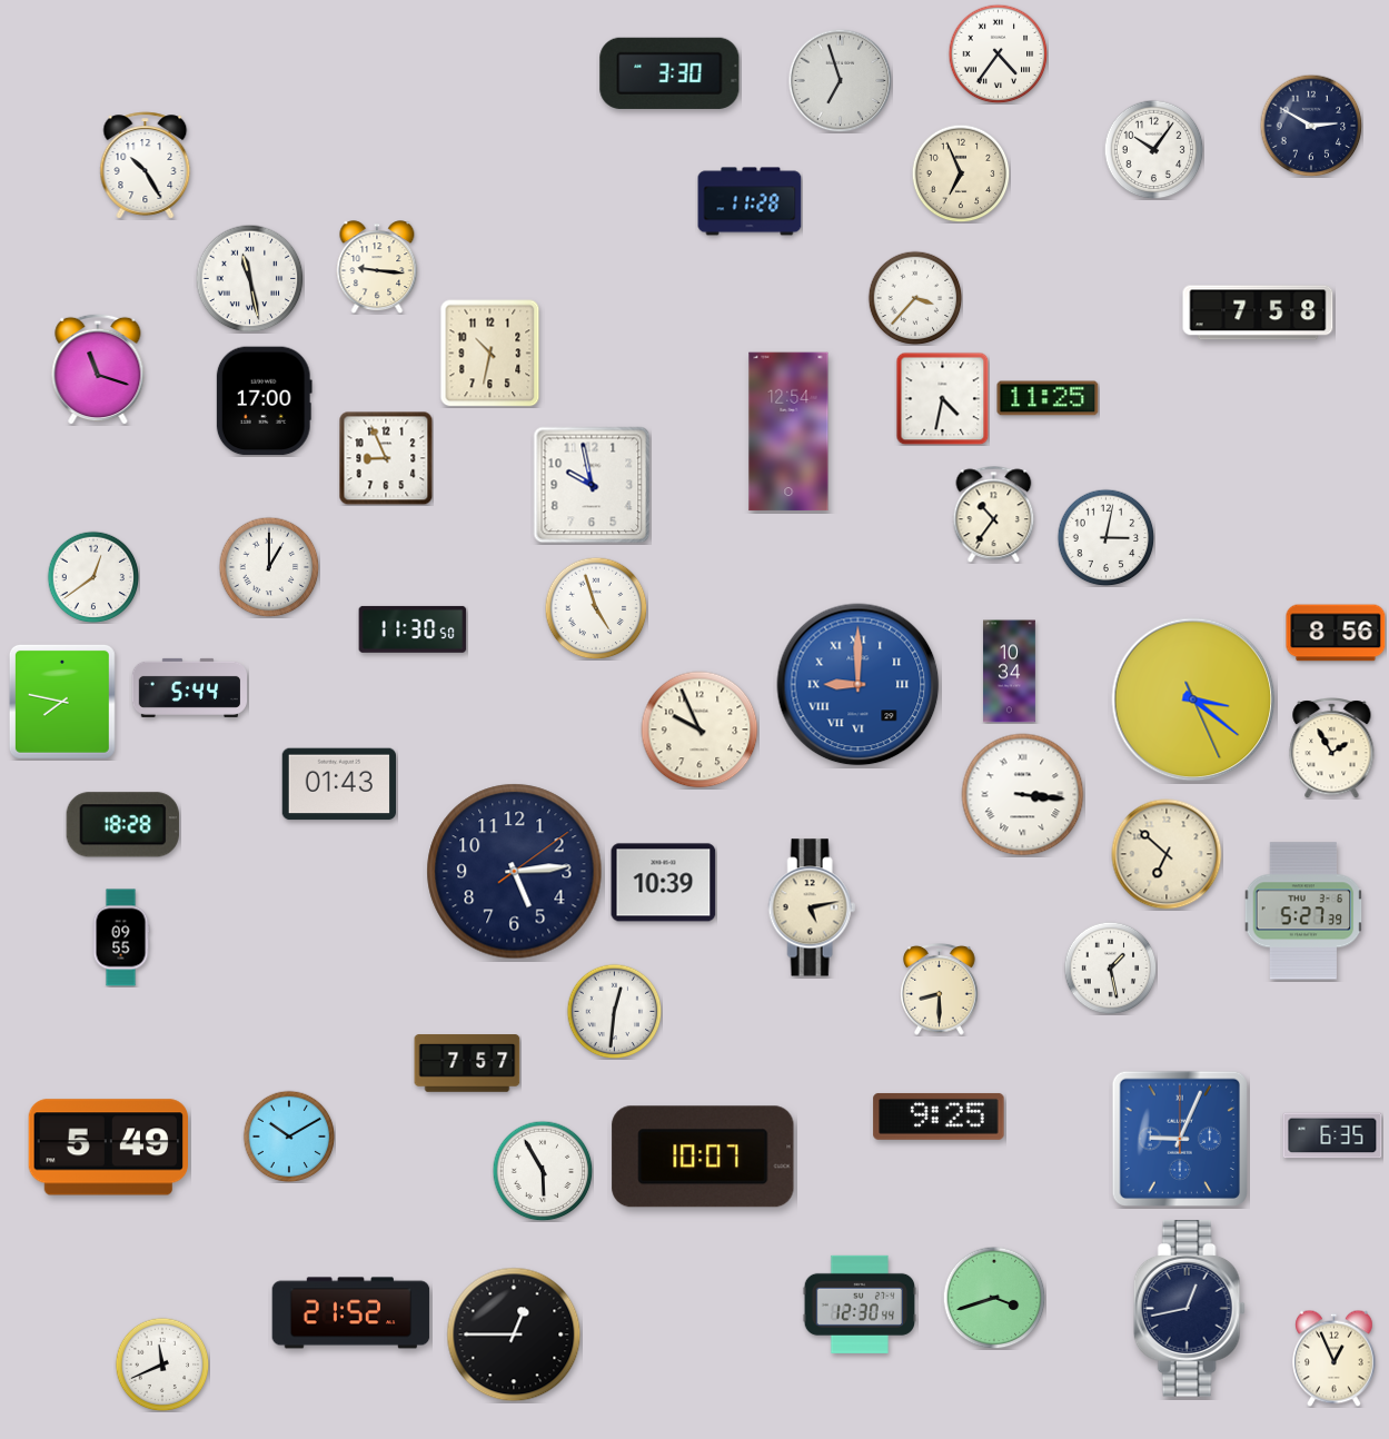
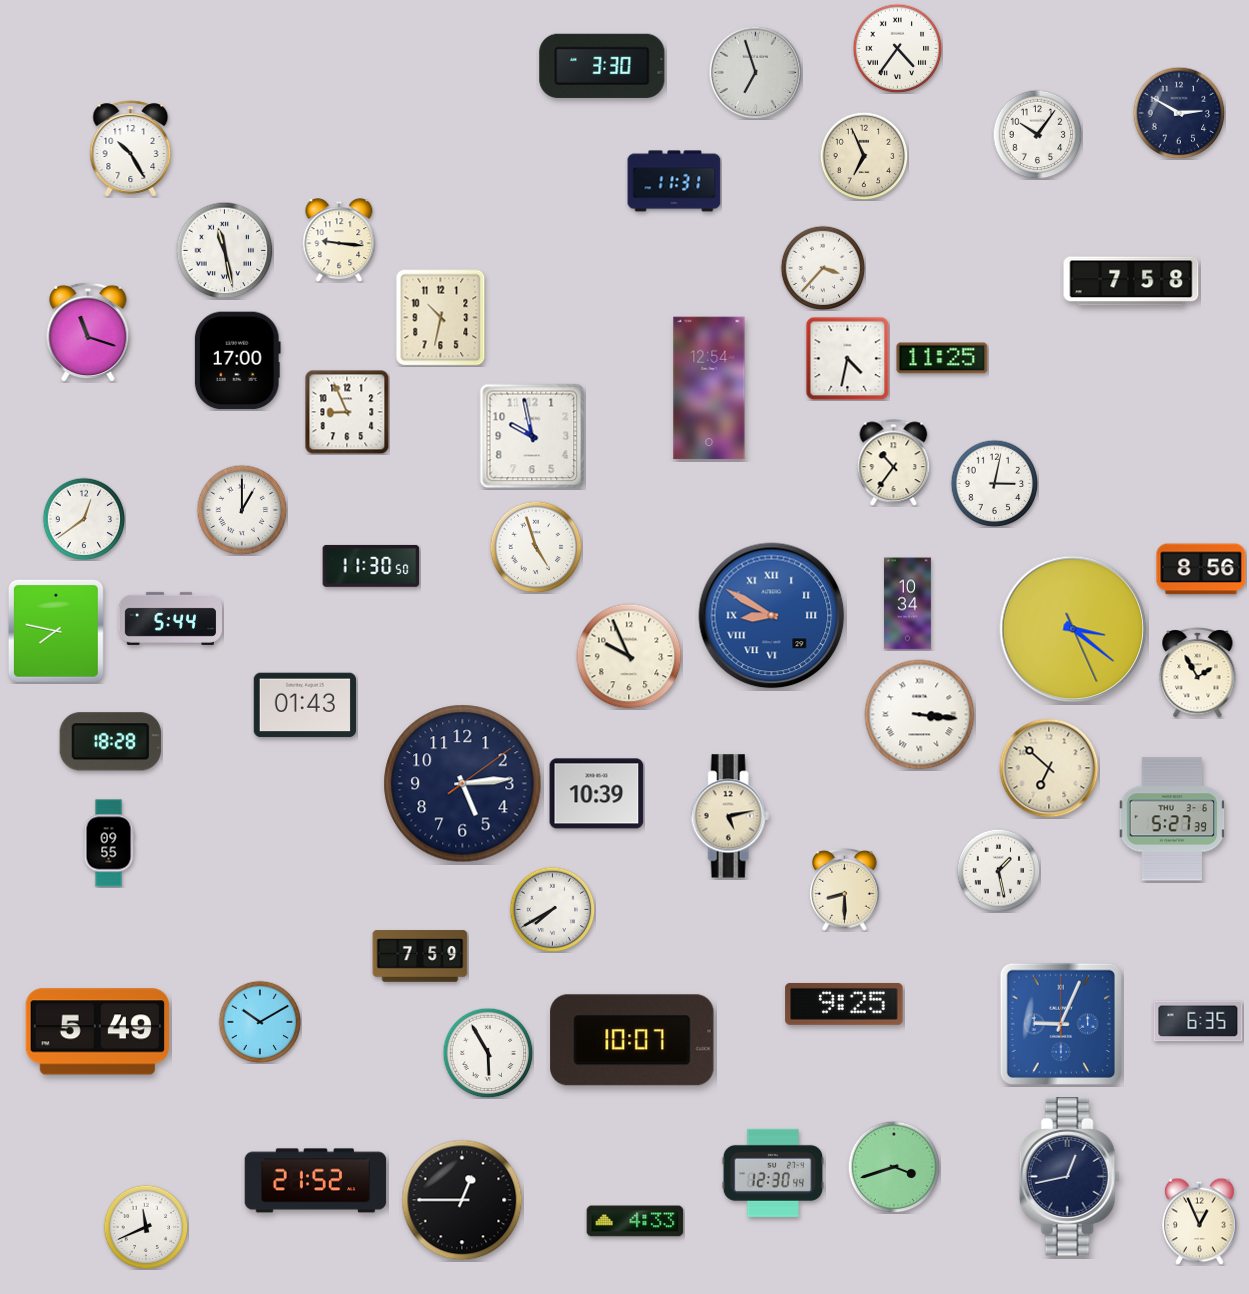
clock at (750, 201): 11:28 -> 11:31
clock at (859, 685): 9:00 -> 8:50
clock at (614, 1011): 12:31 -> 7:40
clock at (467, 1063): 7:57 -> 7:59
clock at (635, 1221): none -> 4:33
